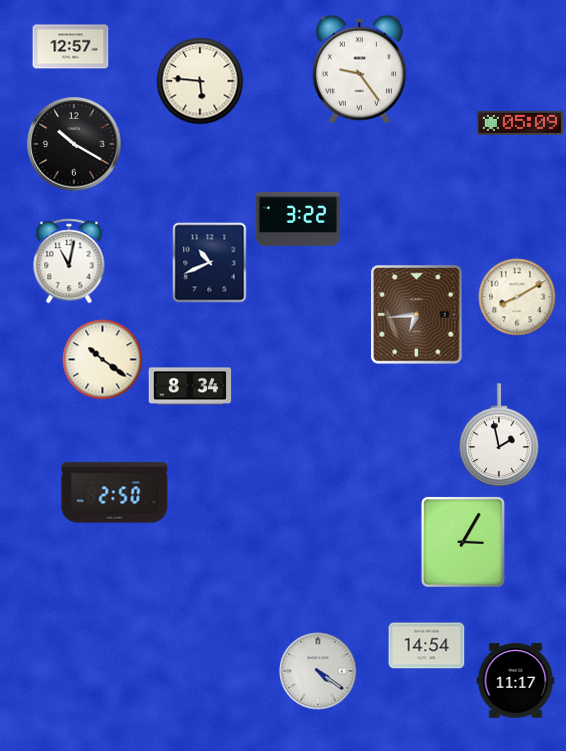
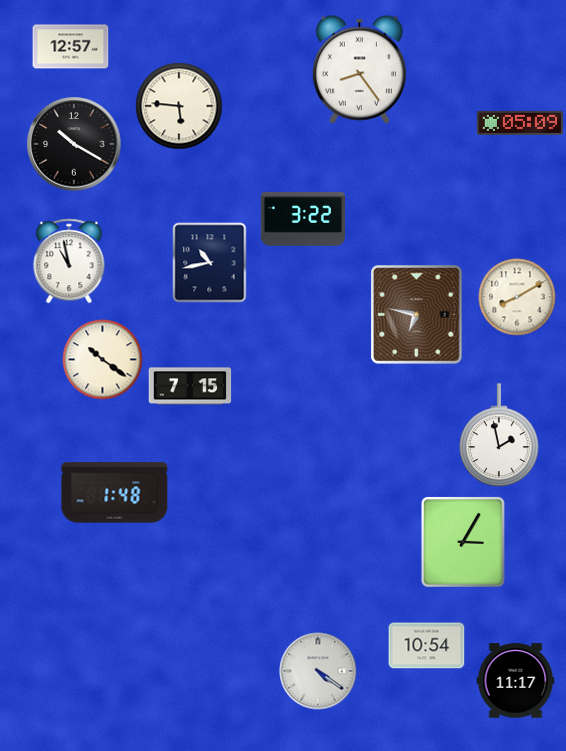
clock at (359, 69): 9:24 -> 8:24
clock at (200, 81) position: (200, 81) -> (179, 106)
clock at (297, 220) position: (297, 220) -> (302, 220)
clock at (69, 261): 11:02 -> 10:58
clock at (210, 263): 10:41 -> 10:43
clock at (417, 315): 6:44 -> 6:47
clock at (190, 386): 8:34 -> 7:15
clock at (115, 493): 2:50 -> 1:48
clock at (427, 646): 14:54 -> 10:54
